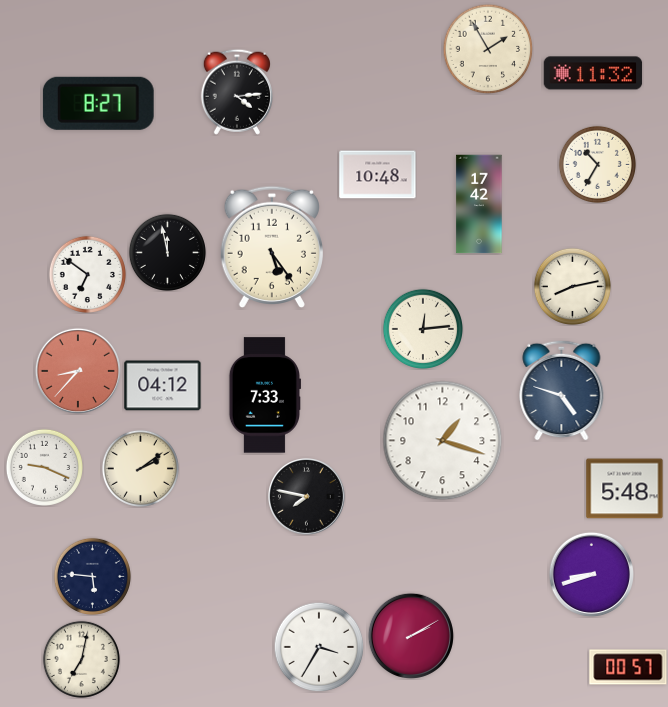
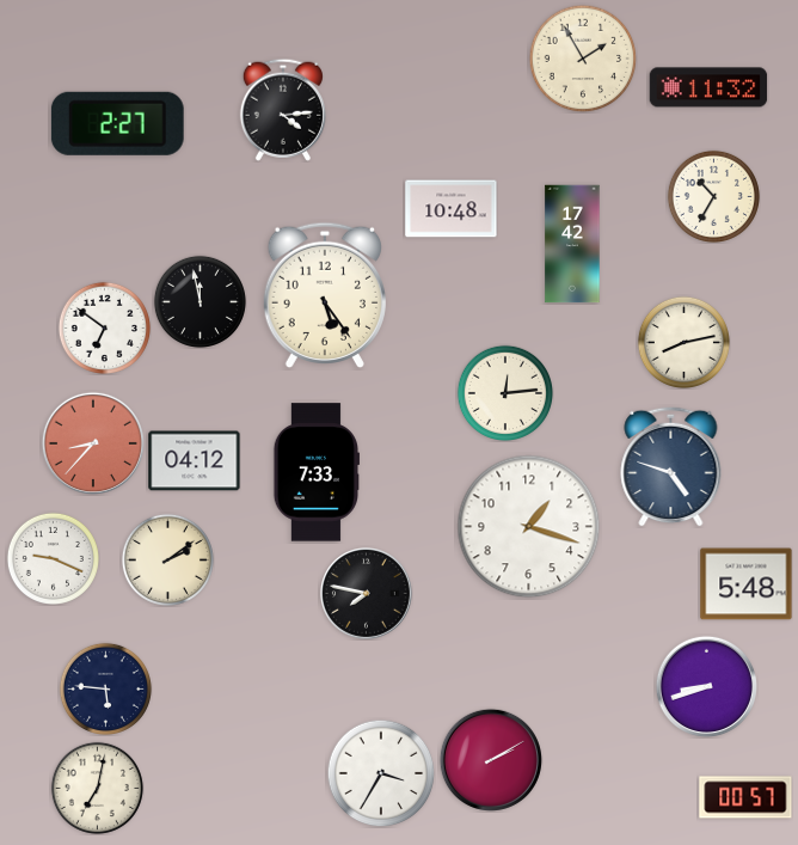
clock at (98, 103): 8:27 -> 2:27
clock at (92, 576) position: (92, 576) -> (105, 688)
clock at (628, 667) position: (628, 667) -> (745, 797)
